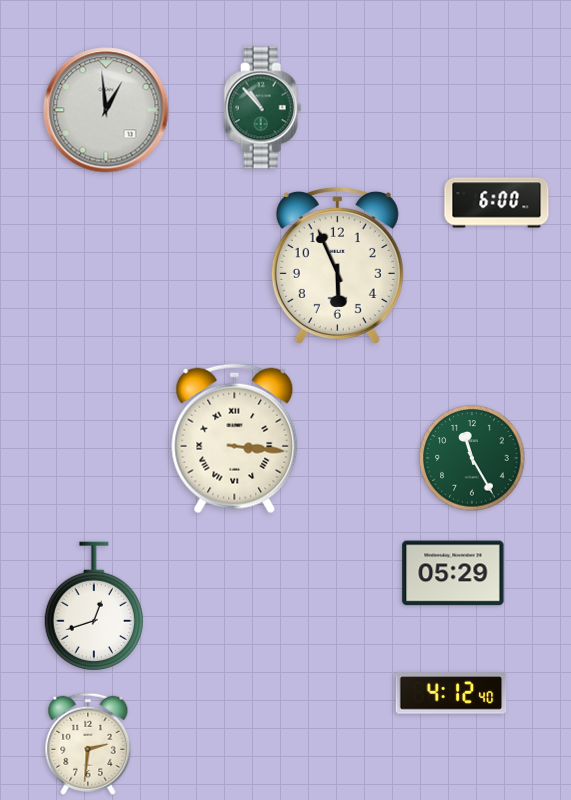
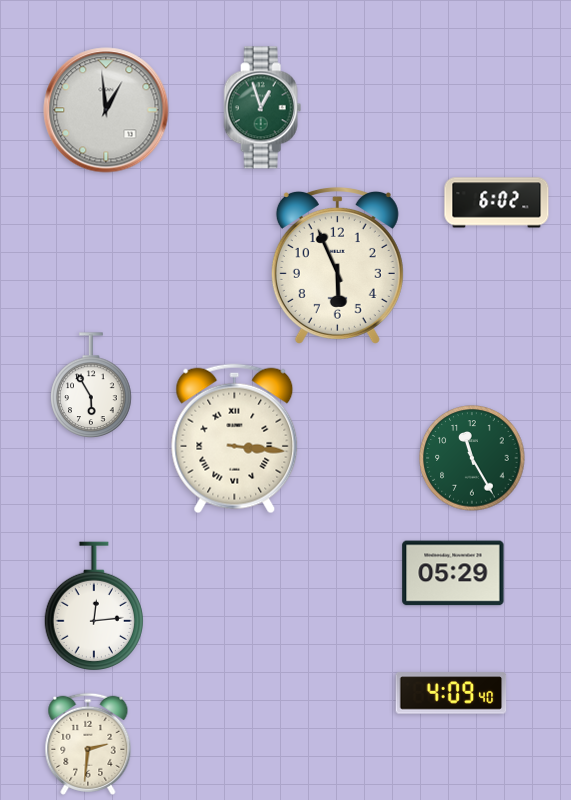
clock at (263, 108): 10:53 -> 12:57
clock at (497, 203): 6:00 -> 6:02
clock at (91, 385): none -> 5:55
clock at (93, 606): 12:42 -> 12:14
clock at (451, 693): 4:12 -> 4:09
